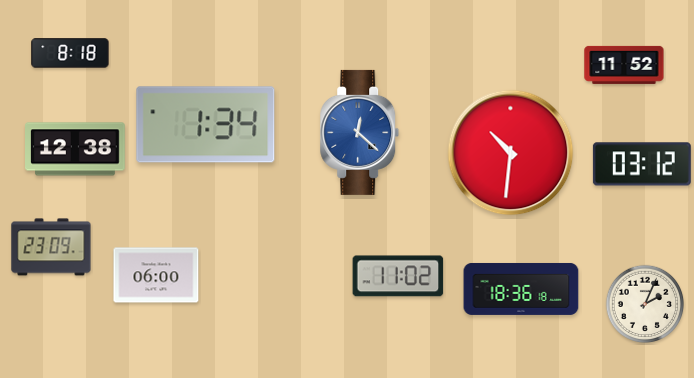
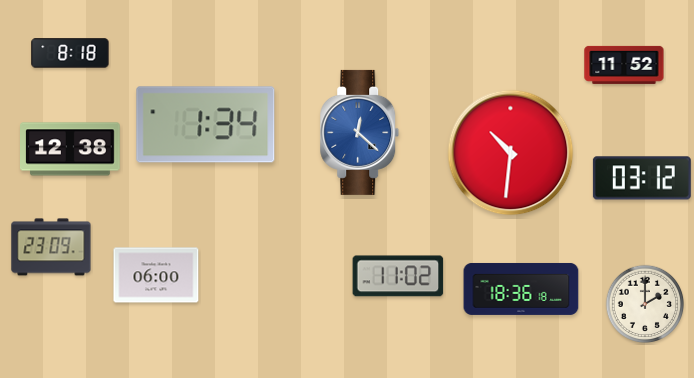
clock at (76, 149) position: (76, 149) -> (71, 149)
clock at (642, 164) position: (642, 164) -> (642, 178)
clock at (645, 304): 2:04 -> 2:00
